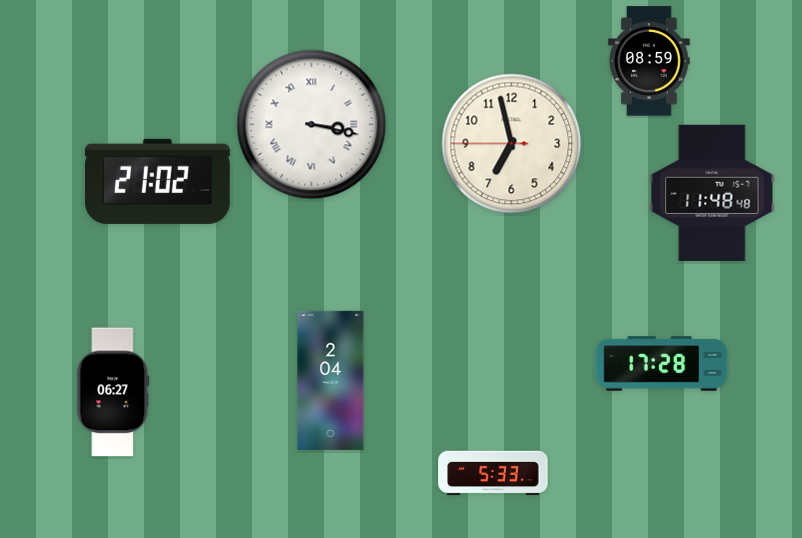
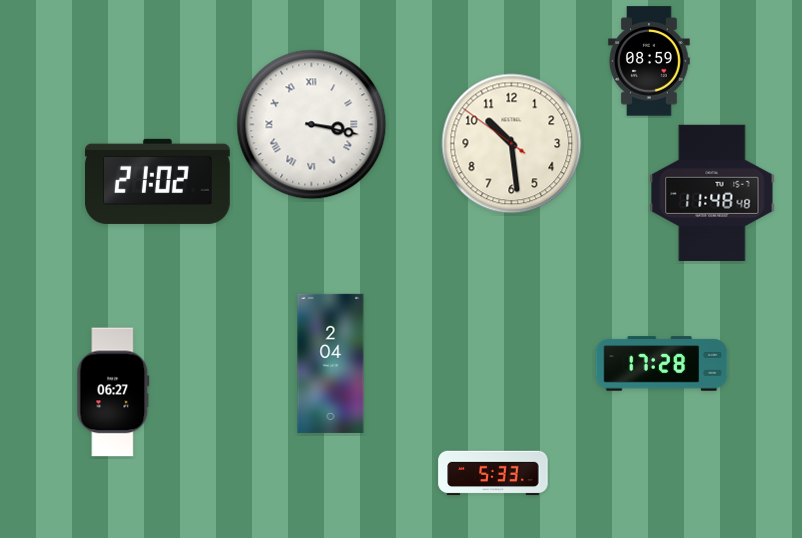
clock at (512, 144): 6:57 -> 10:28
clock at (331, 380) position: (331, 380) -> (331, 363)
